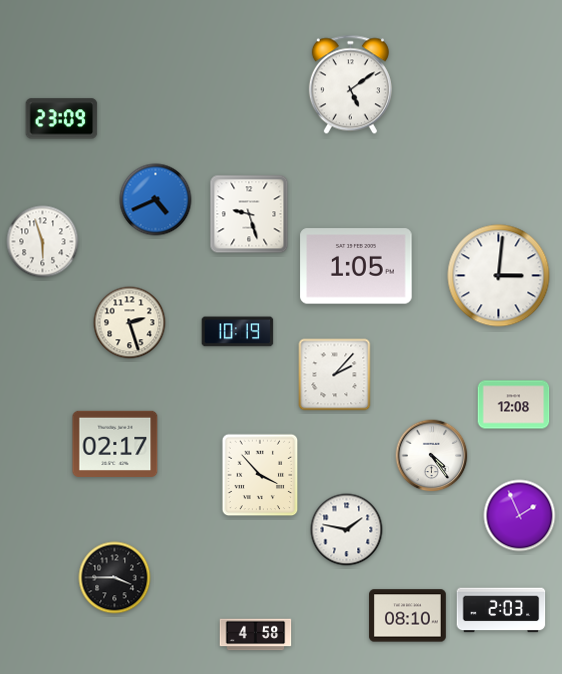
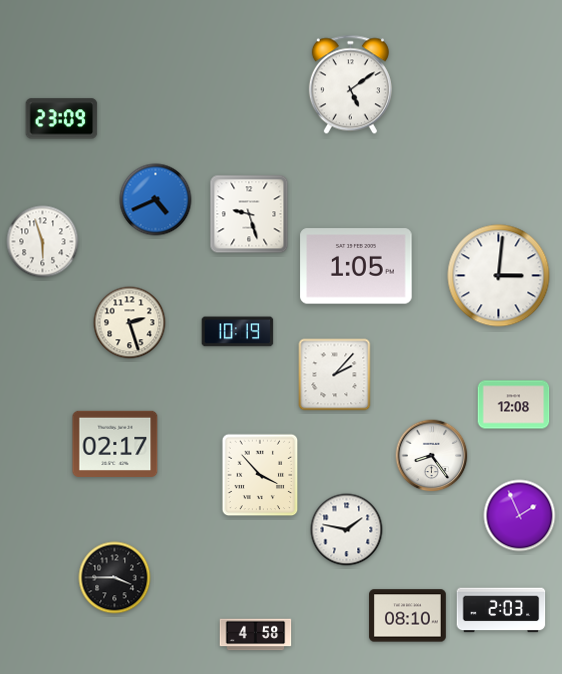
clock at (432, 456): 4:24 -> 8:24
